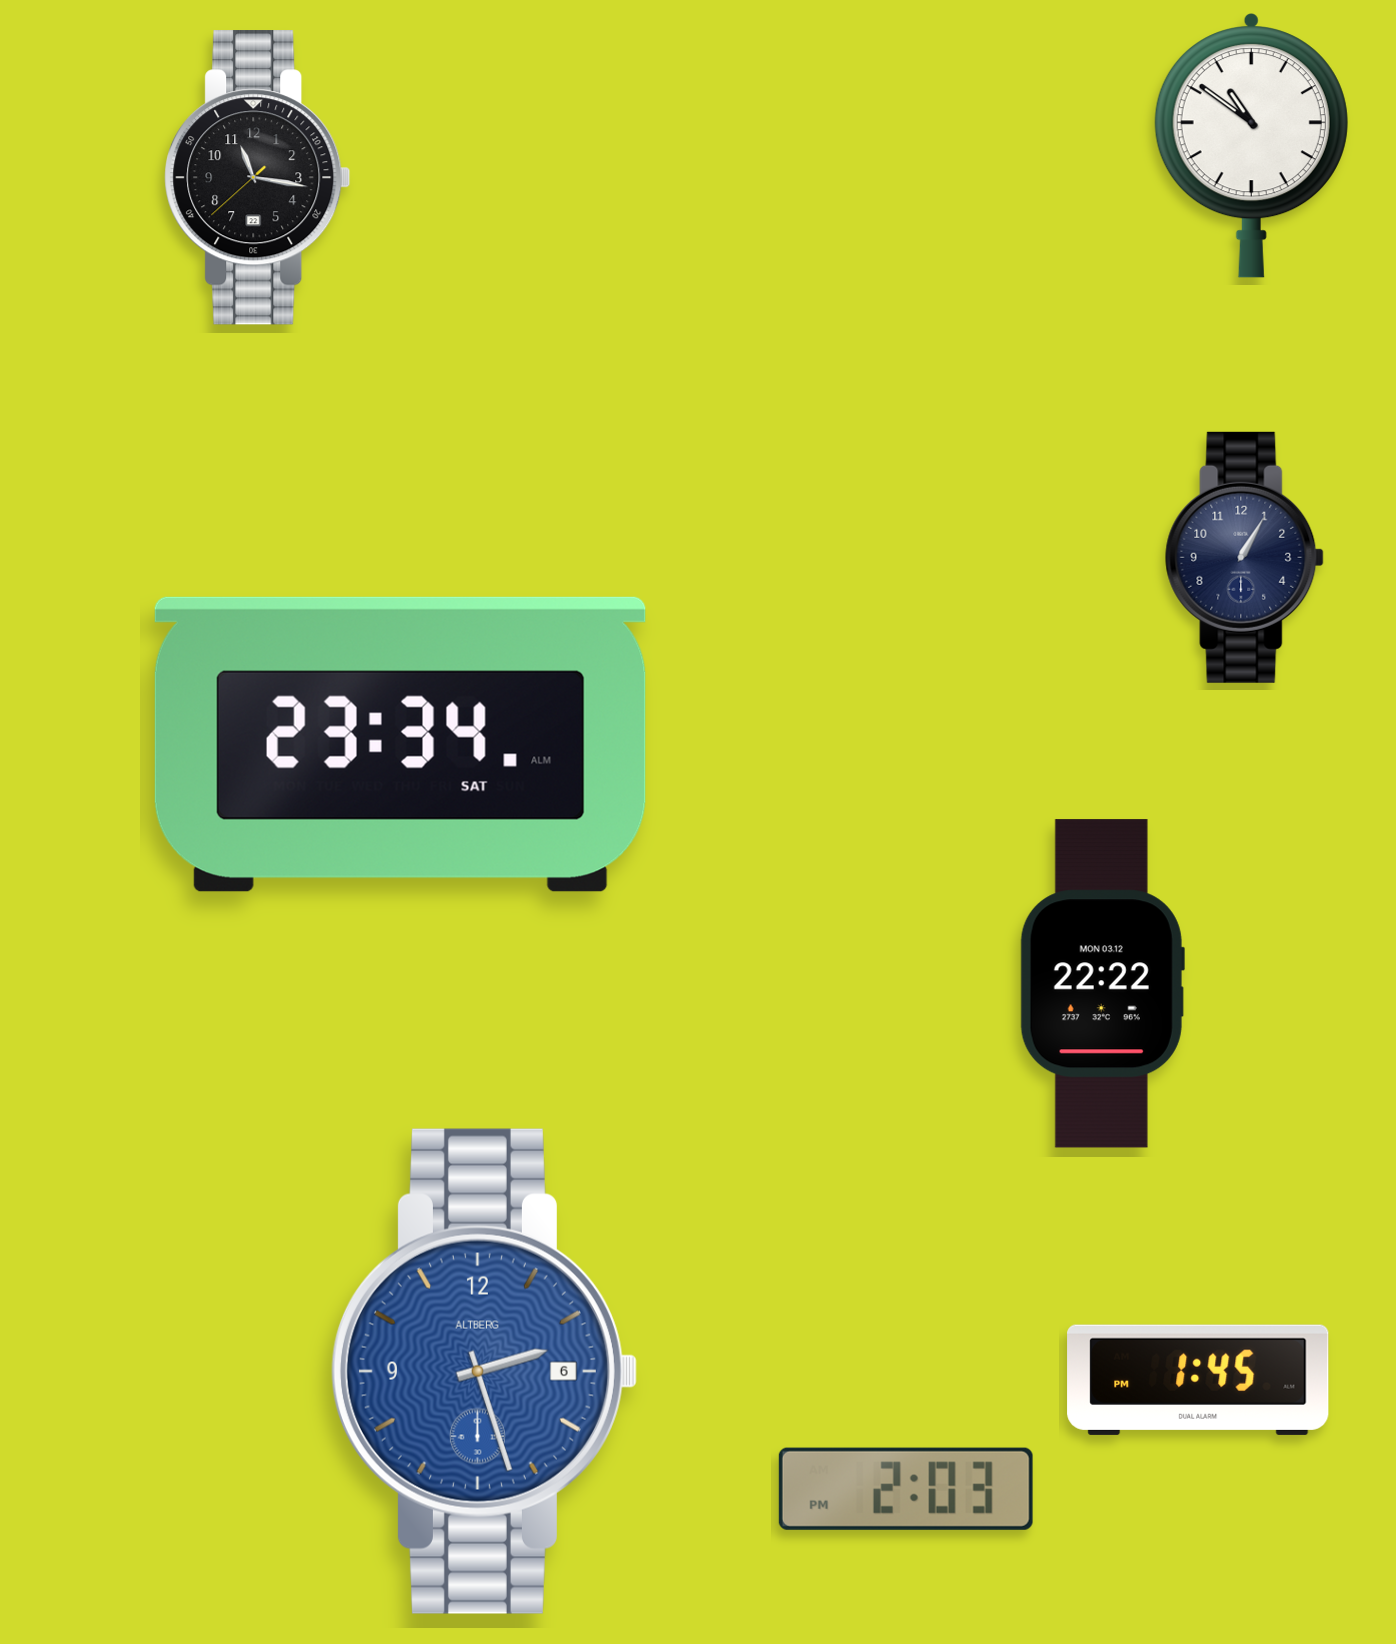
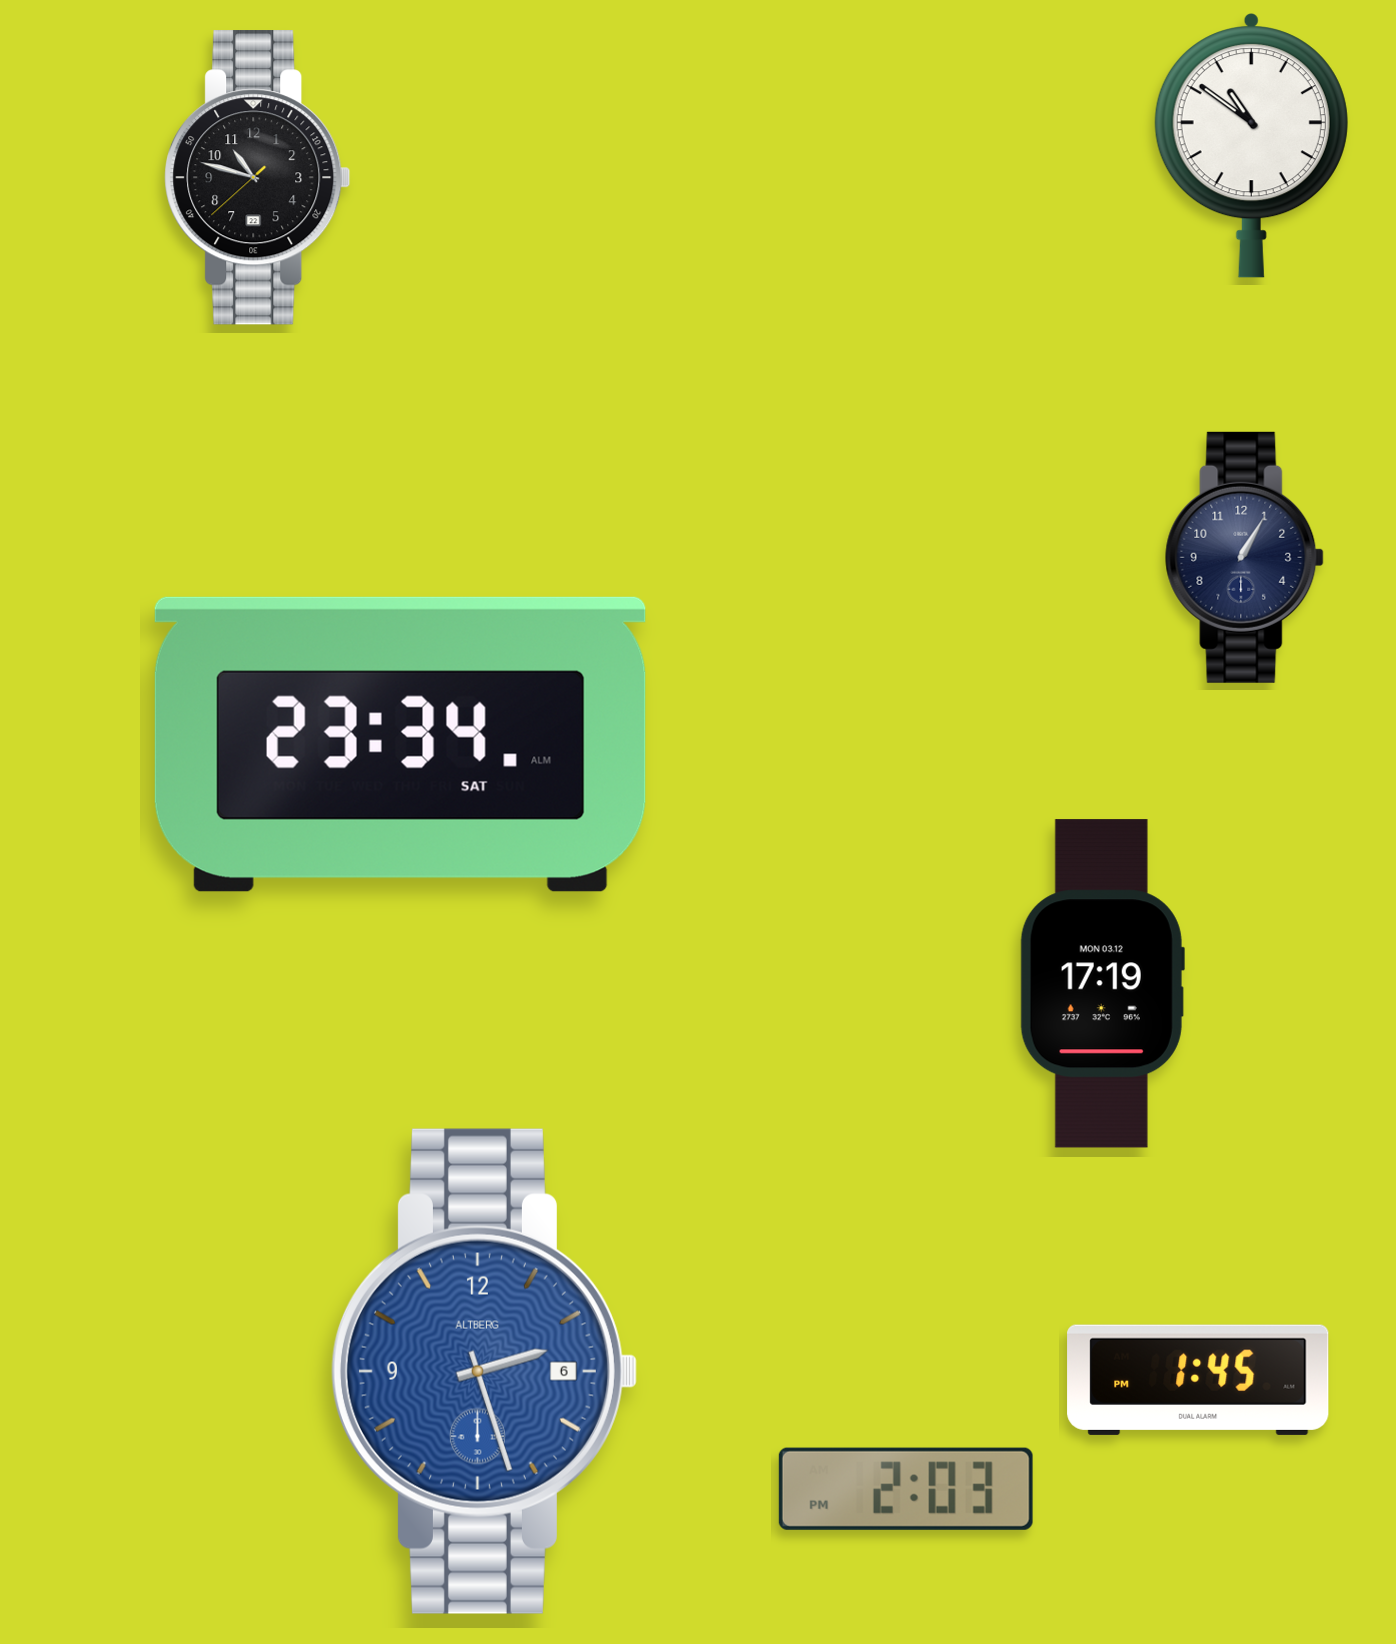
clock at (258, 178): 11:16 -> 10:47
clock at (1102, 984): 22:22 -> 17:19
